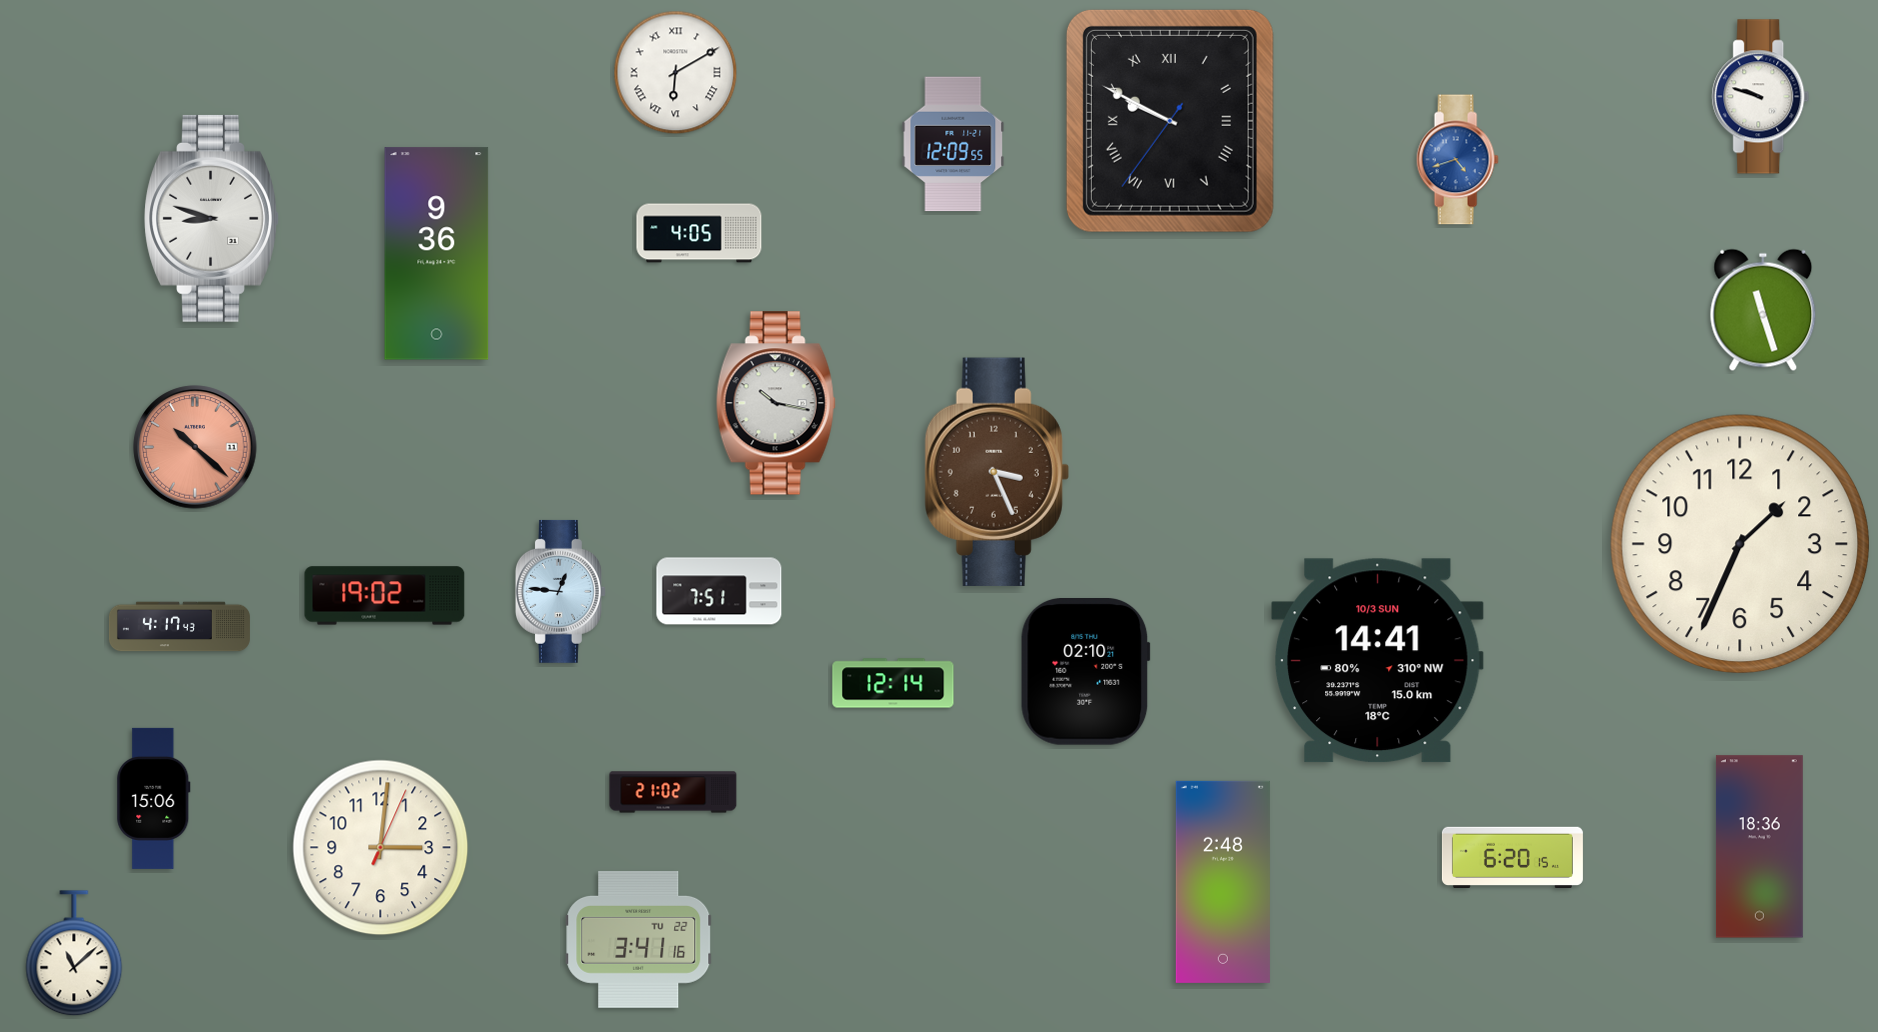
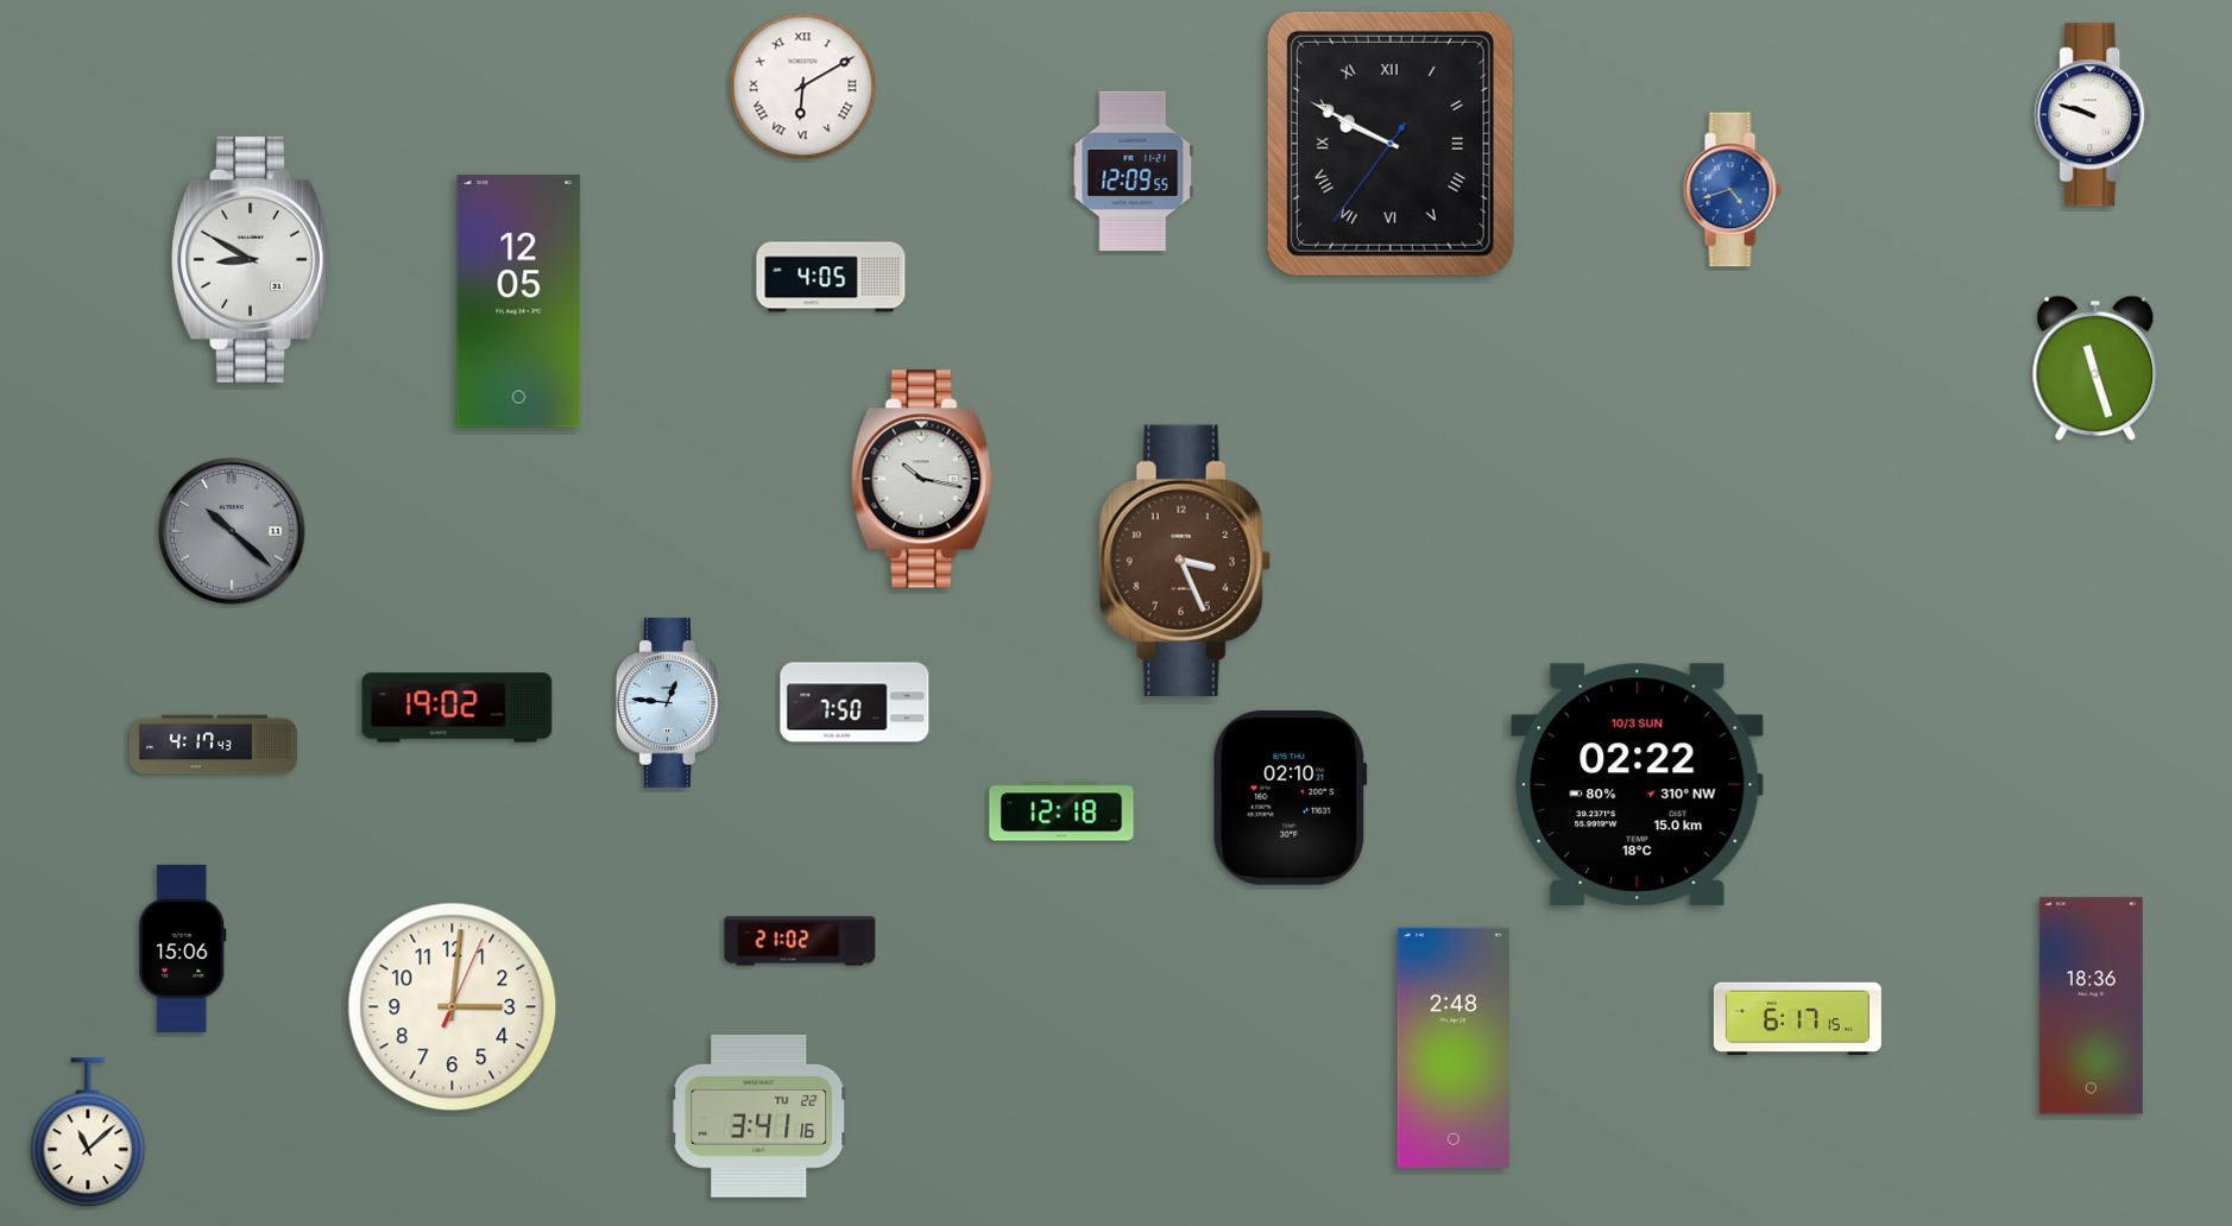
clock at (212, 218): 8:48 -> 8:50
clock at (437, 254): 9:36 -> 12:05
clock at (195, 447) dial: salmon -> grey
clock at (1740, 544): 1:34 -> none
clock at (560, 591) position: (560, 591) -> (669, 702)
clock at (719, 591): 7:51 -> 7:50
clock at (1378, 661): 14:41 -> 02:22
clock at (893, 683): 12:14 -> 12:18
clock at (1512, 857): 6:20 -> 6:17
